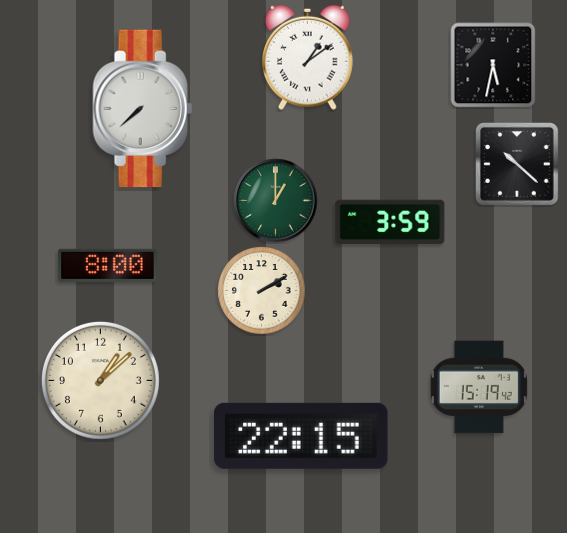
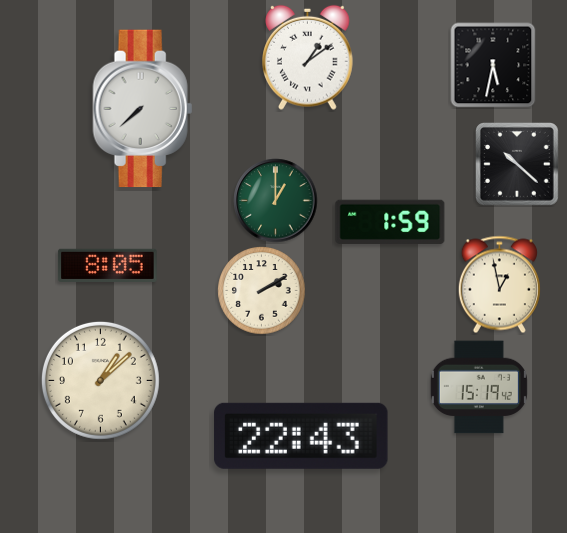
clock at (390, 221): 3:59 -> 1:59
clock at (108, 265): 8:00 -> 8:05
clock at (499, 285): none -> 12:58
clock at (301, 436): 22:15 -> 22:43
